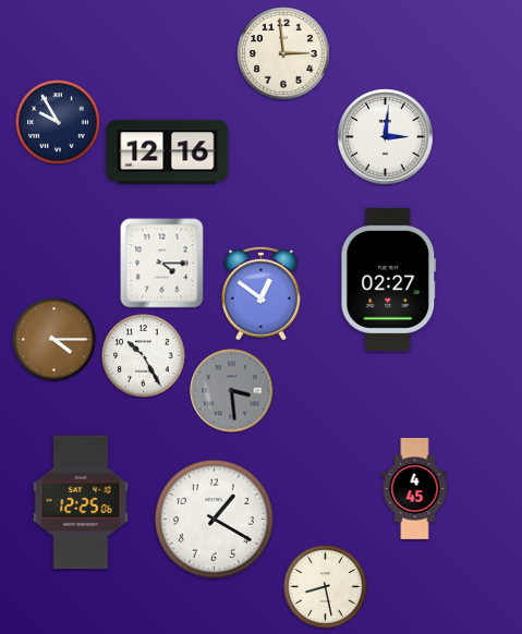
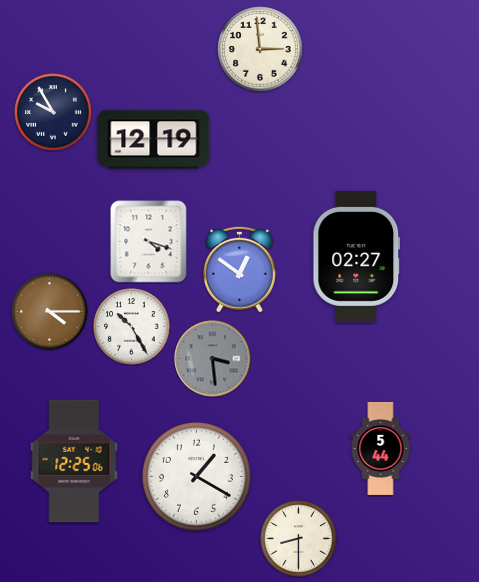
clock at (386, 137): 3:01 -> none
clock at (168, 153): 12:16 -> 12:19
clock at (162, 264): 4:15 -> 4:18
clock at (415, 488): 4:45 -> 5:44
clock at (326, 587): 8:28 -> 8:30
